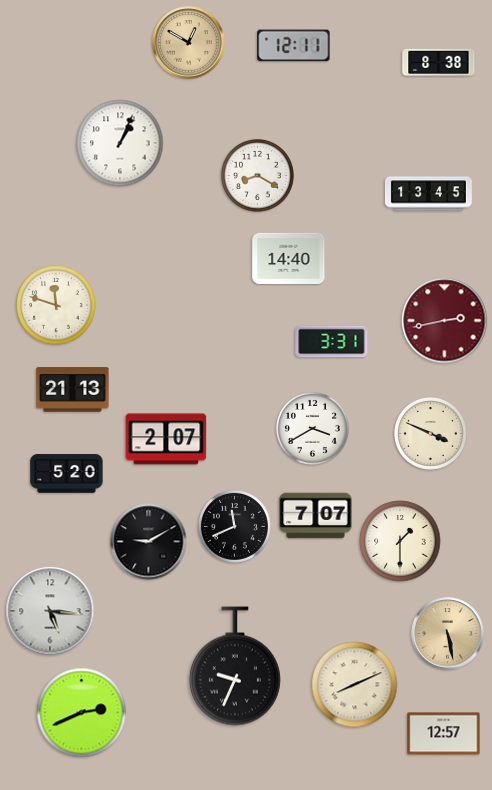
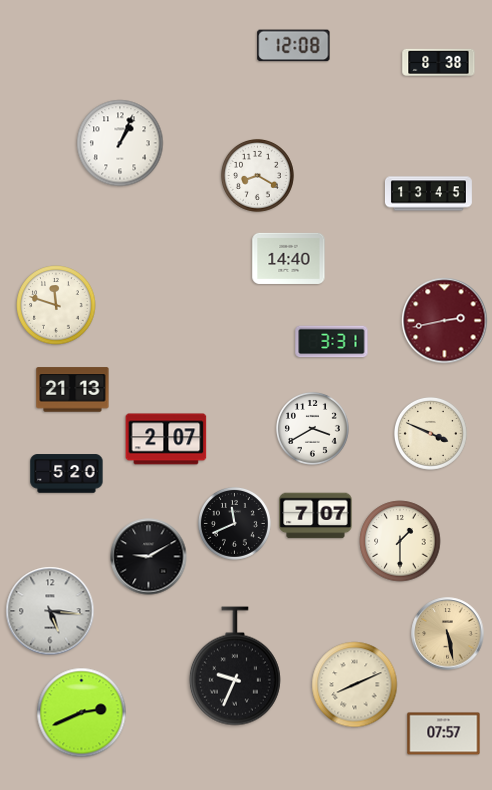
clock at (189, 43): 12:50 -> none
clock at (294, 46): 12:11 -> 12:08
clock at (234, 526) position: (234, 526) -> (234, 523)
clock at (149, 542) position: (149, 542) -> (149, 557)
clock at (444, 734): 12:57 -> 07:57
